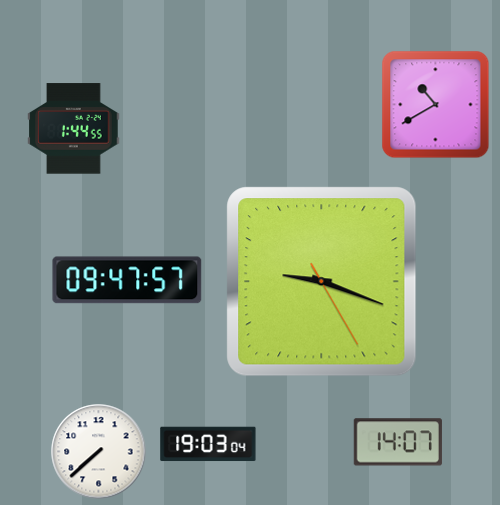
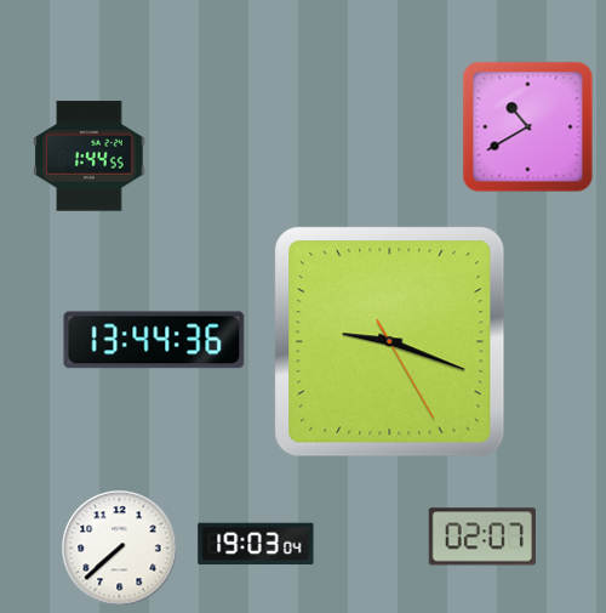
clock at (127, 280): 09:47 -> 13:44
clock at (398, 442): 14:07 -> 02:07
clock at (208, 444) position: (208, 444) -> (256, 544)
